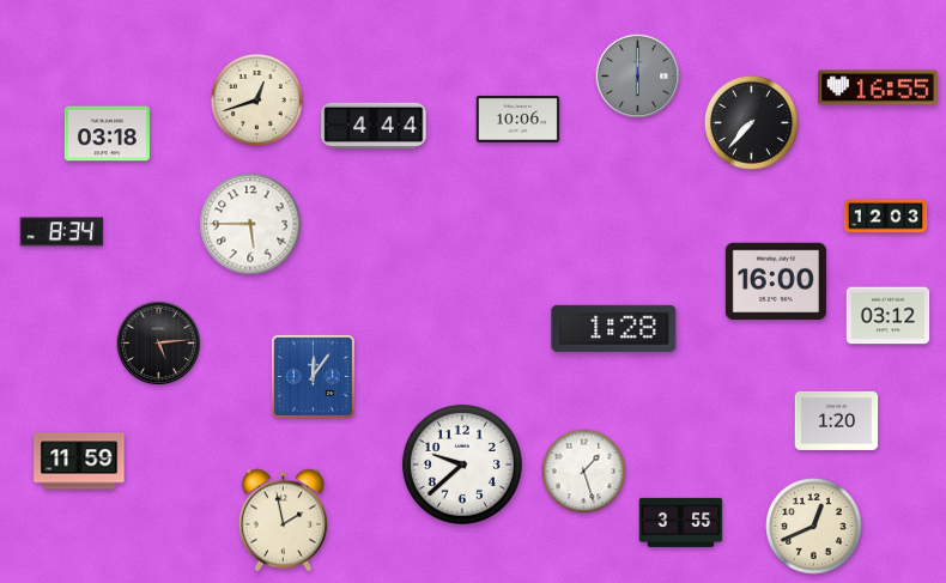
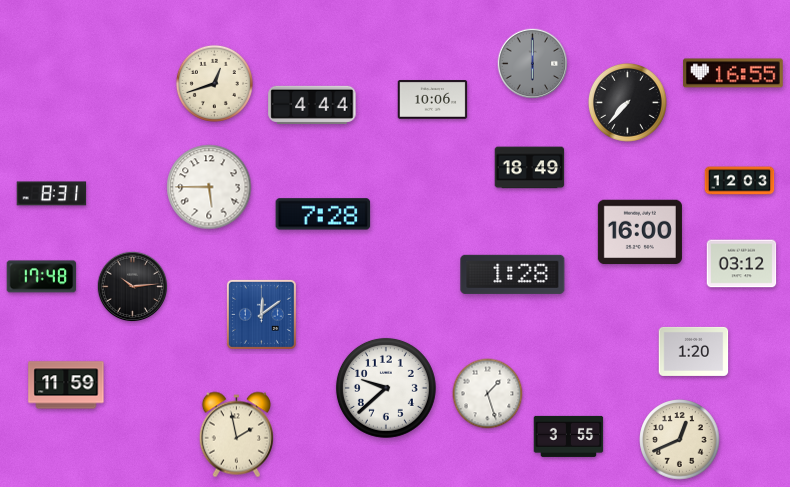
clock at (107, 134): 03:18 -> none
clock at (530, 168): none -> 18:49
clock at (62, 232): 8:34 -> 8:31
clock at (323, 214): none -> 7:28
clock at (776, 281) position: (776, 281) -> (640, 232)
clock at (42, 277): none -> 17:48
clock at (159, 344): 5:14 -> 10:14
clock at (313, 376): 12:06 -> 12:09
clock at (837, 420) position: (837, 420) -> (694, 351)
